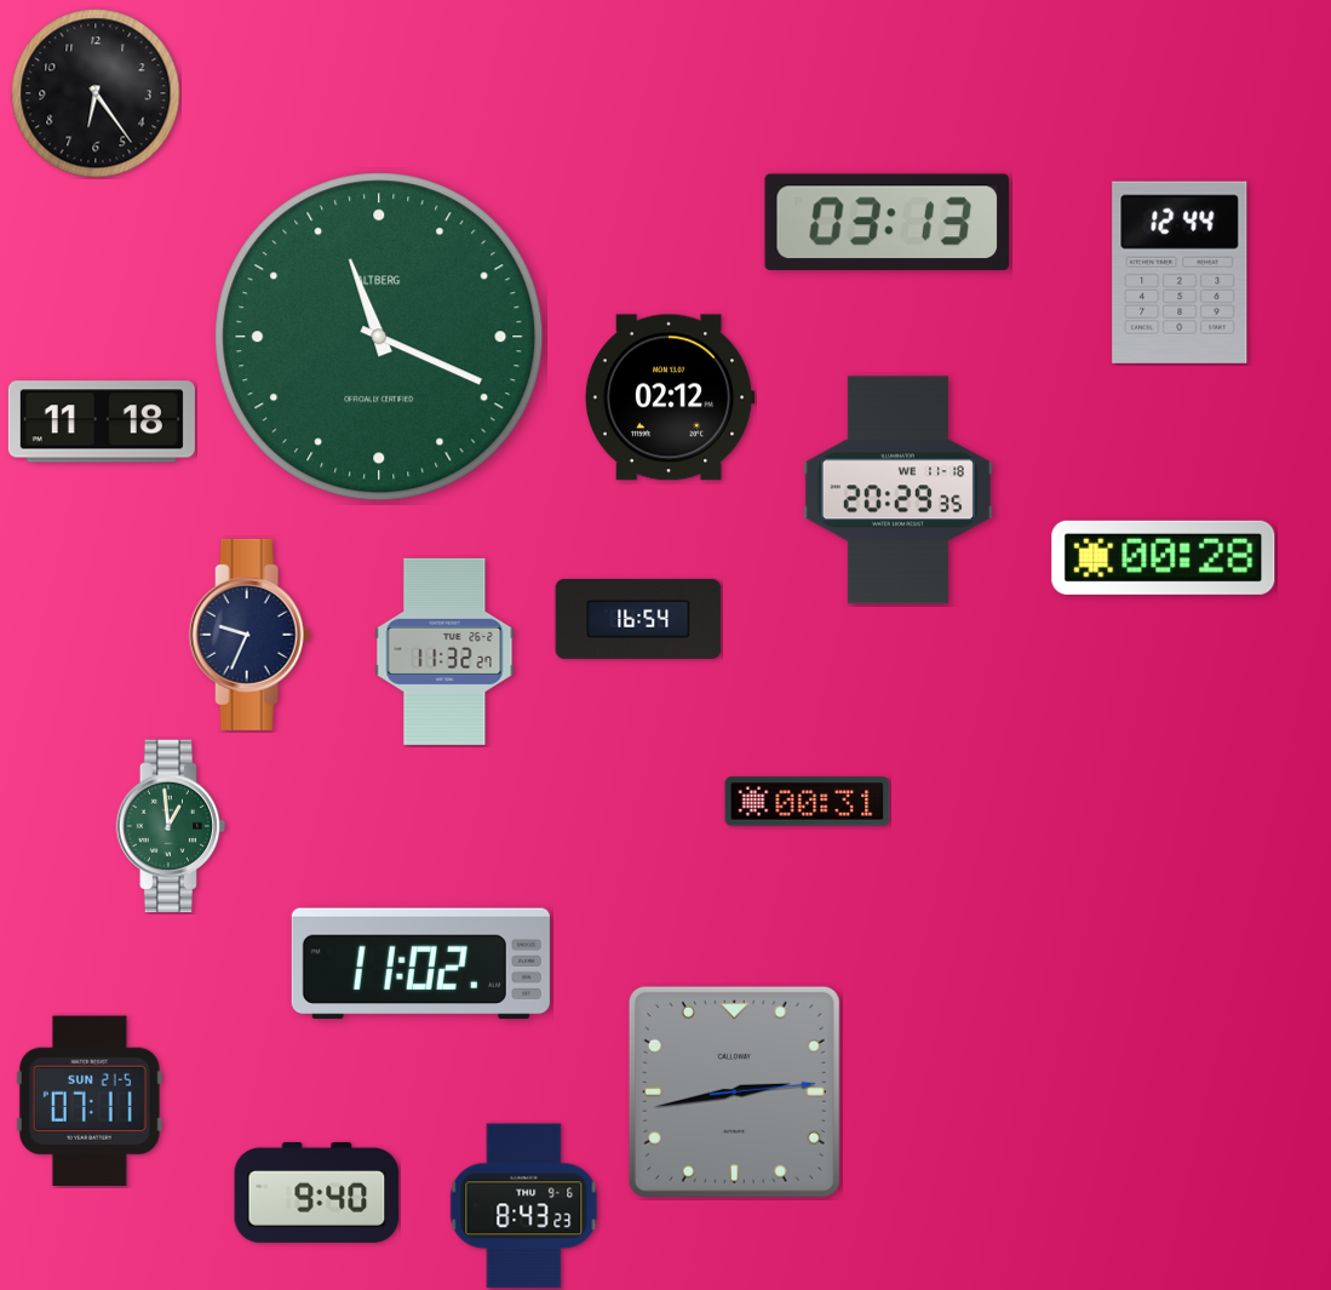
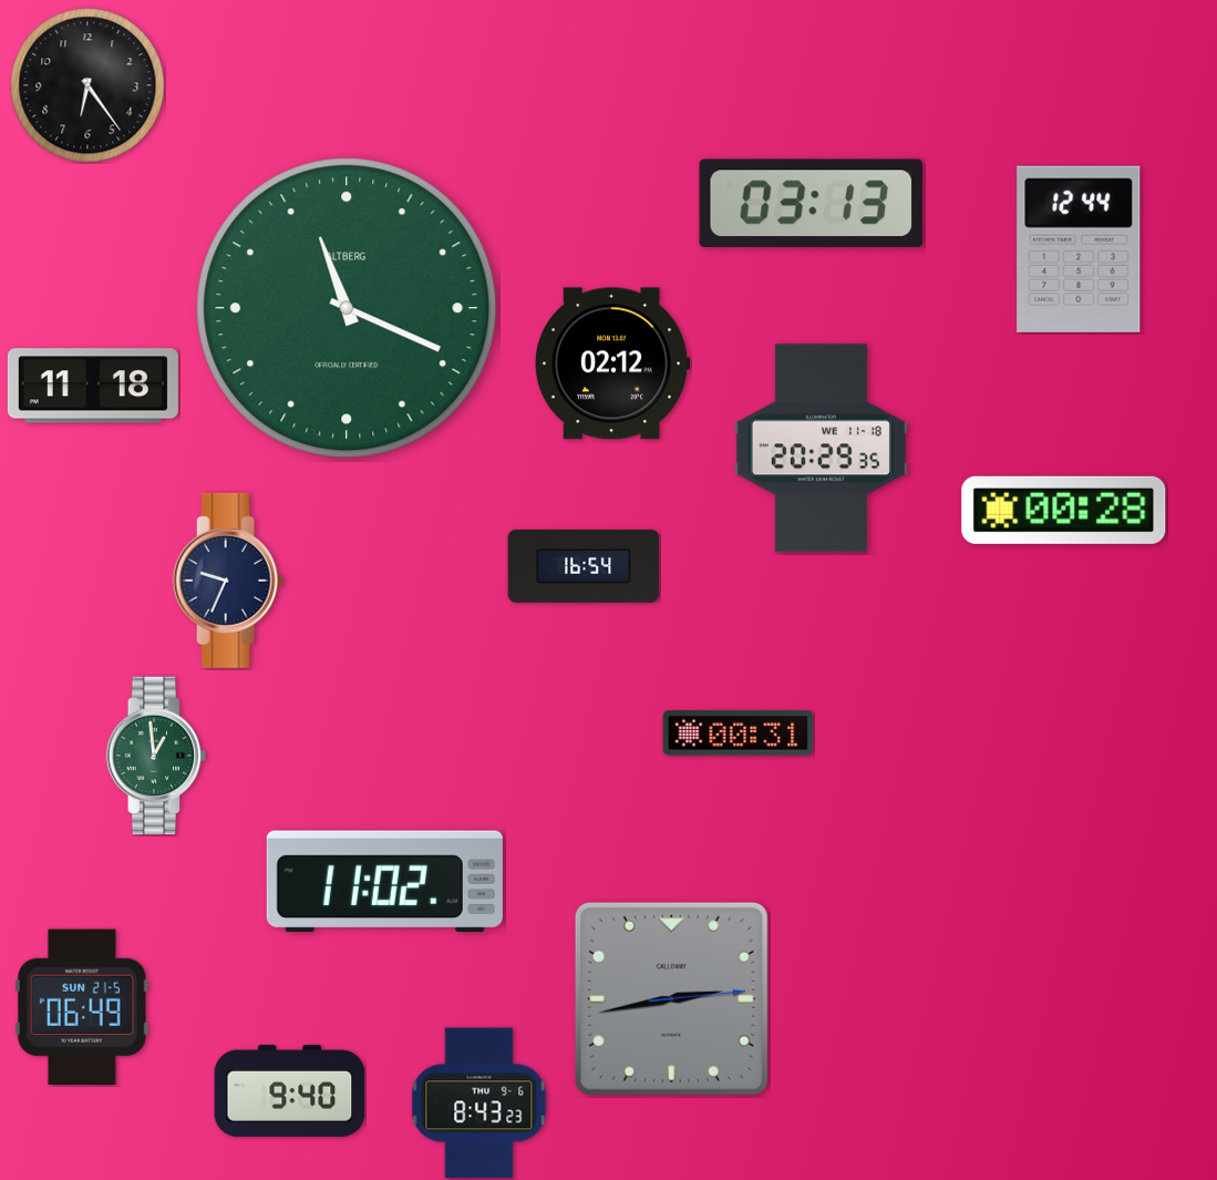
clock at (444, 652): 11:32 -> none
clock at (90, 1101): 07:11 -> 06:49
